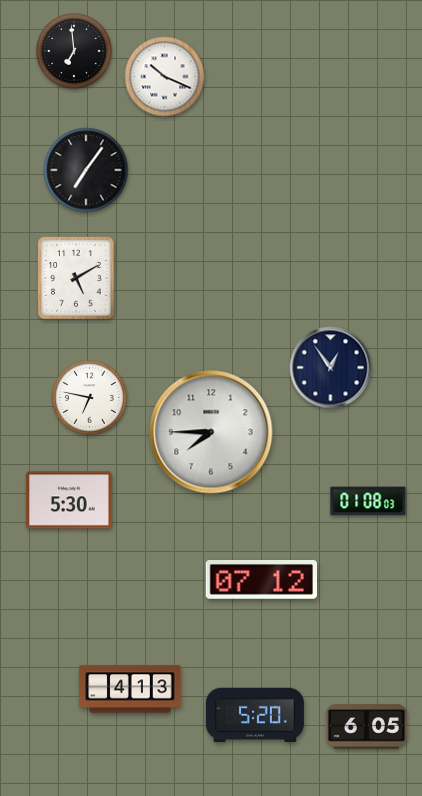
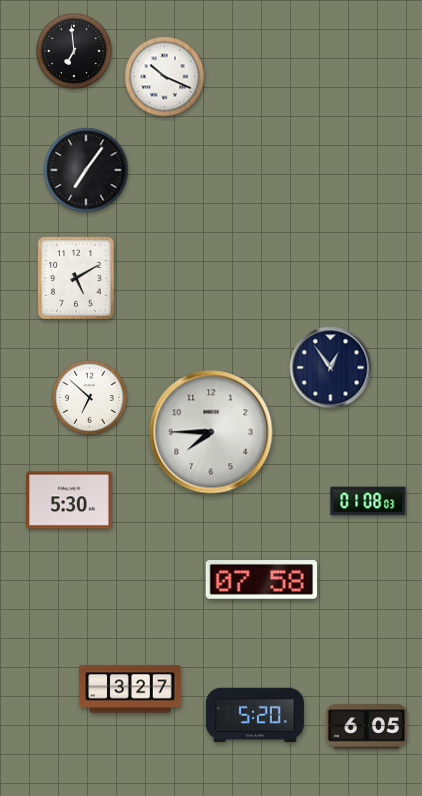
clock at (90, 398): 6:47 -> 6:52
clock at (261, 580): 07:12 -> 07:58
clock at (130, 689): 4:13 -> 3:27
